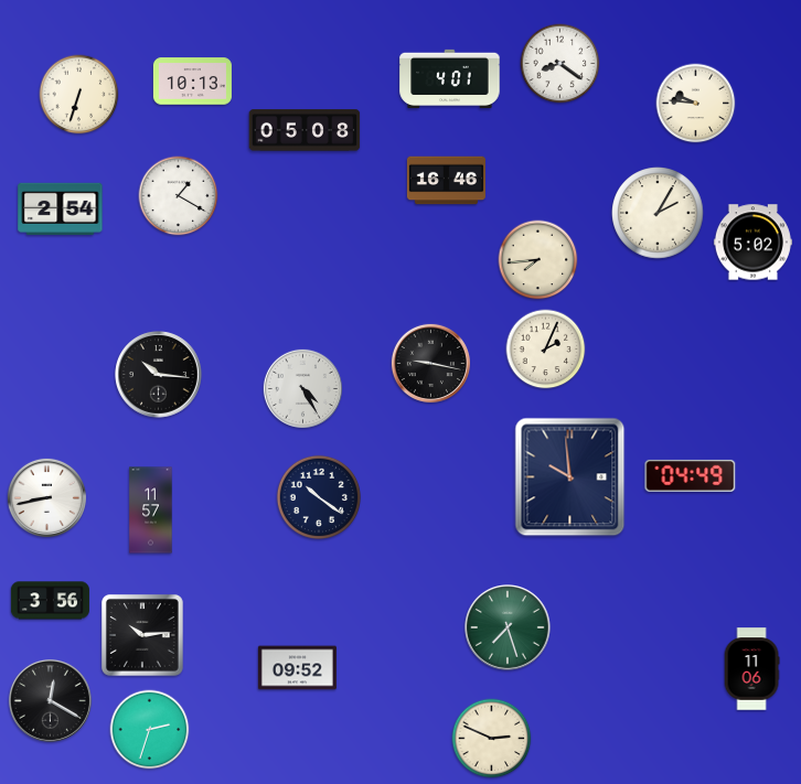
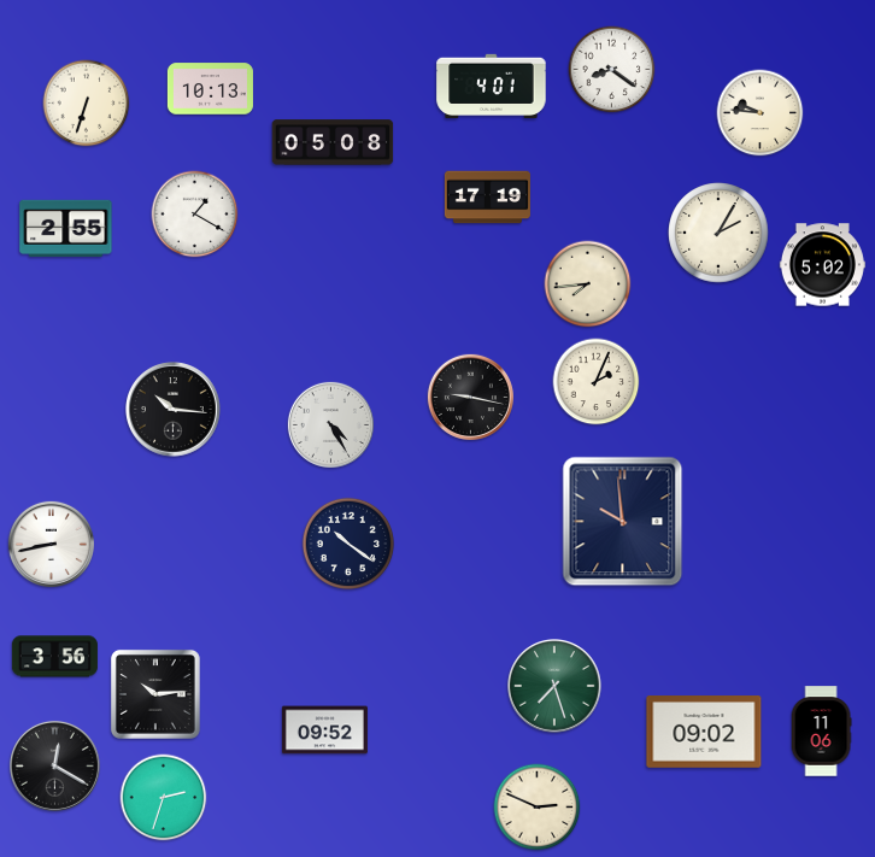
clock at (446, 181): 16:46 -> 17:19
clock at (61, 208): 2:54 -> 2:55
clock at (691, 475): 04:49 -> none
clock at (151, 511): 11:57 -> none
clock at (704, 733): none -> 09:02
